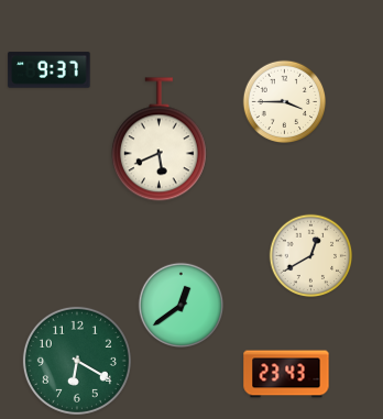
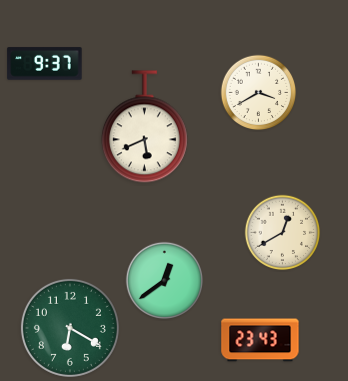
clock at (285, 102): 3:45 -> 3:40
clock at (182, 306) position: (182, 306) -> (165, 281)
